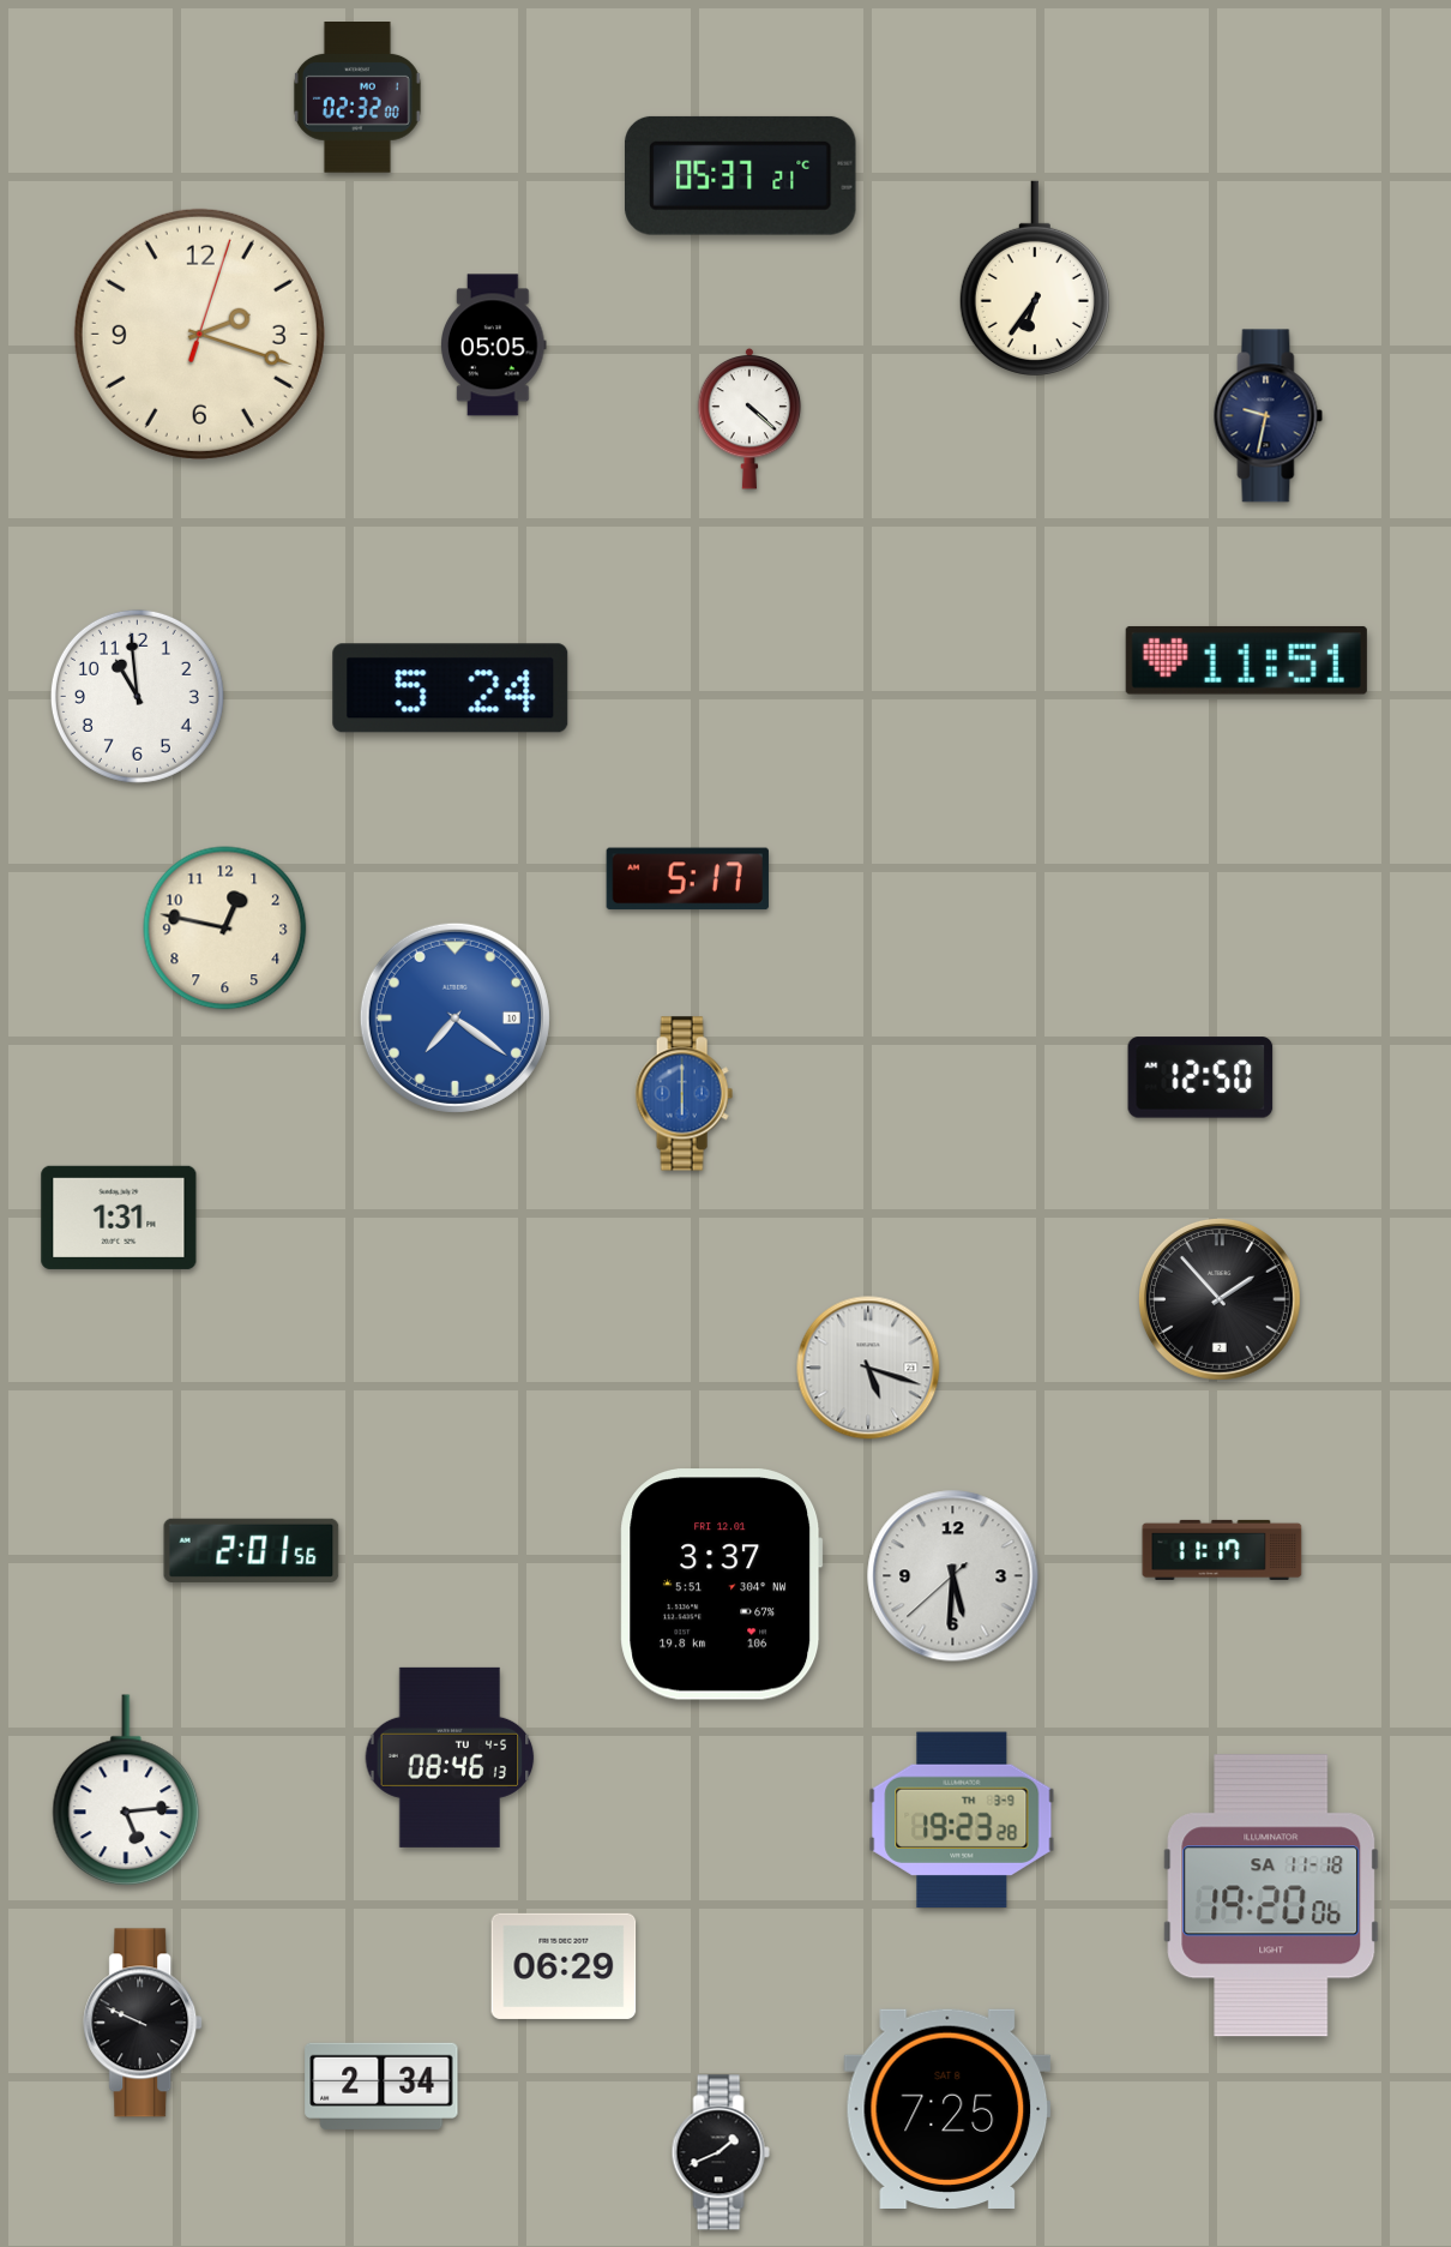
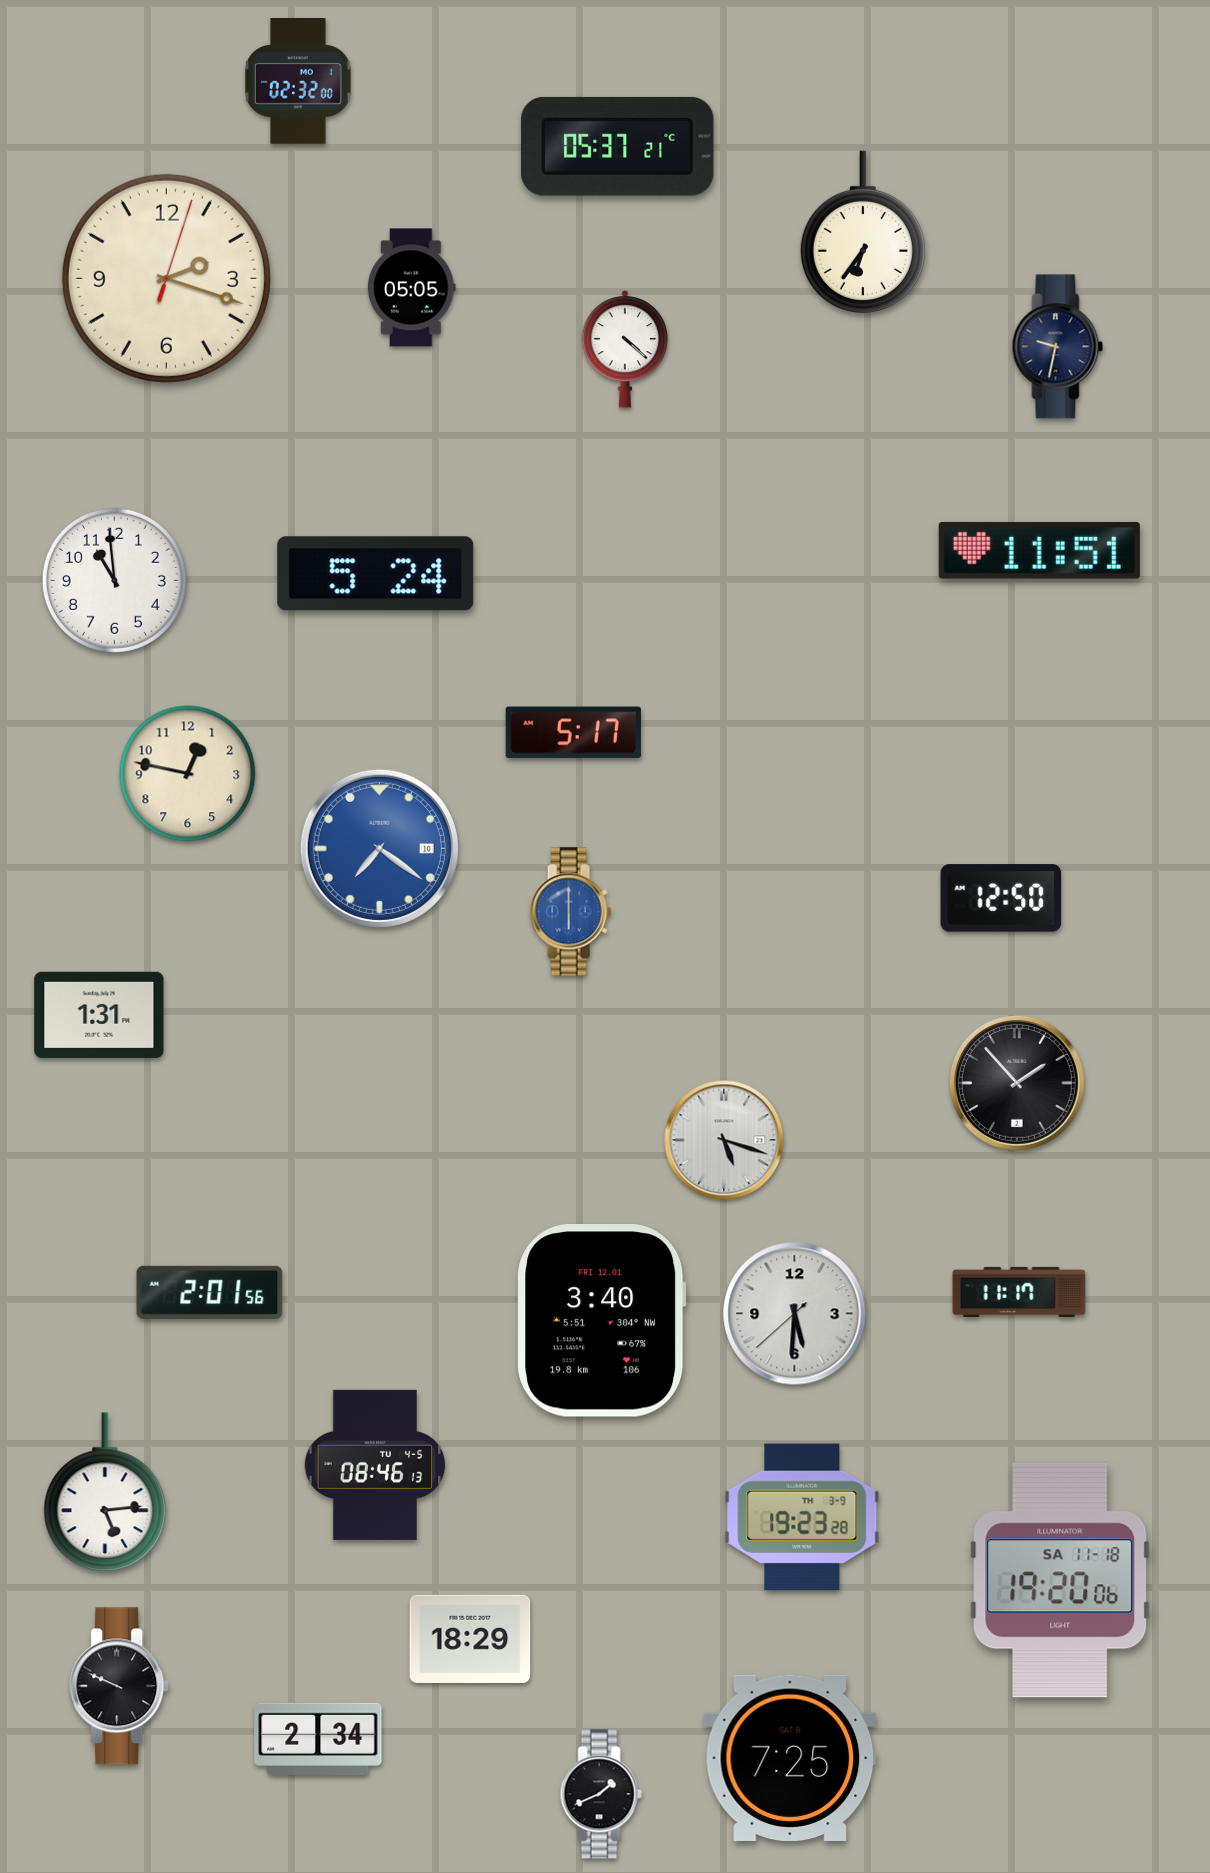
clock at (722, 1585): 3:37 -> 3:40
clock at (564, 1966): 06:29 -> 18:29
